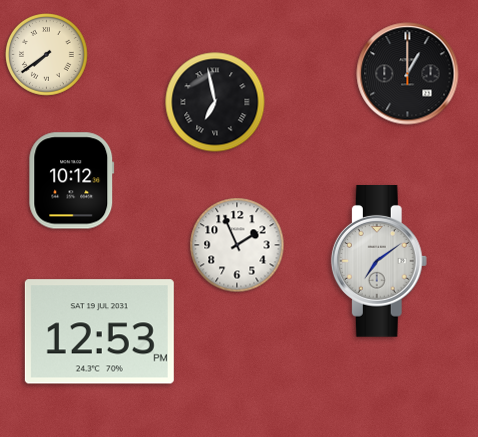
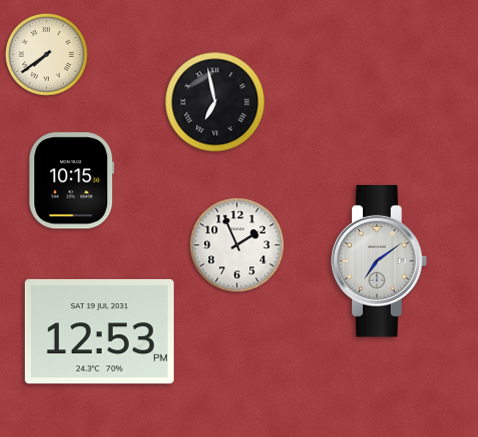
clock at (408, 74): 1:00 -> none
clock at (72, 181): 10:12 -> 10:15
